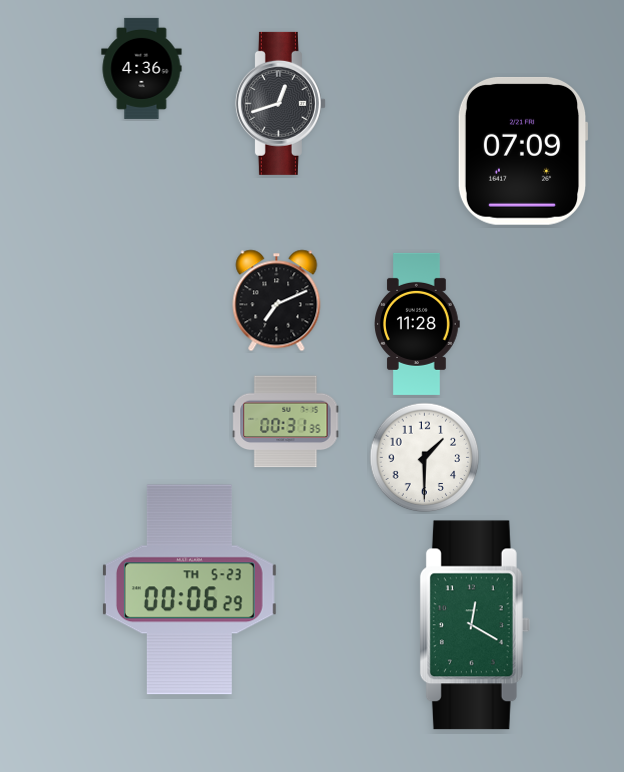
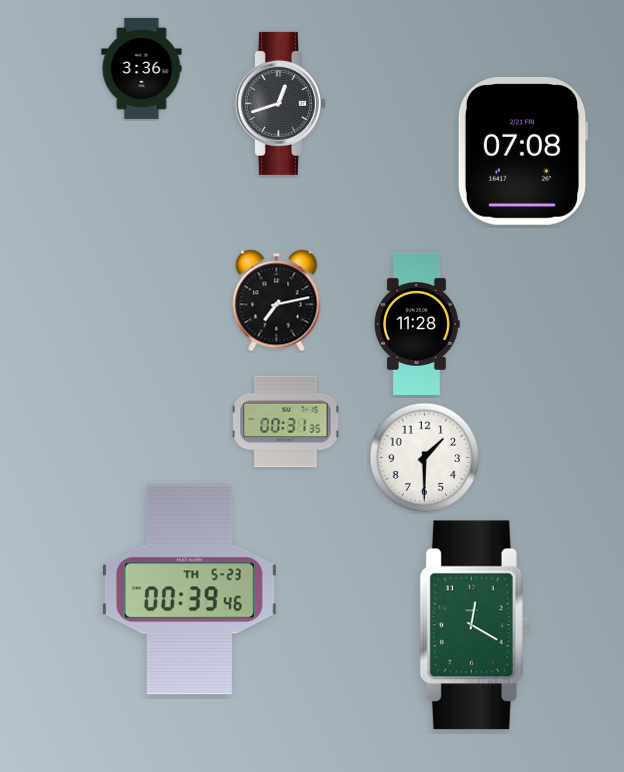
clock at (142, 68): 4:36 -> 3:36
clock at (523, 151): 07:09 -> 07:08
clock at (277, 301): 7:11 -> 7:13
clock at (189, 590): 00:06 -> 00:39
